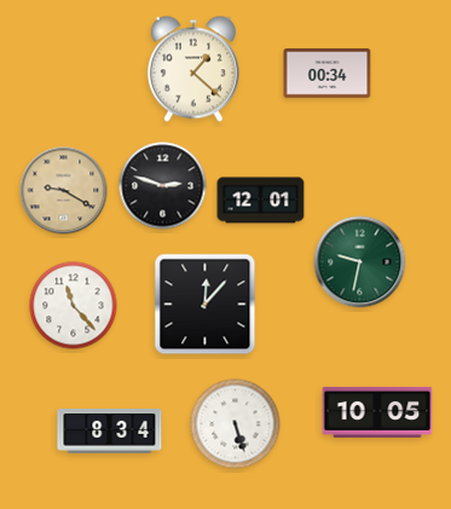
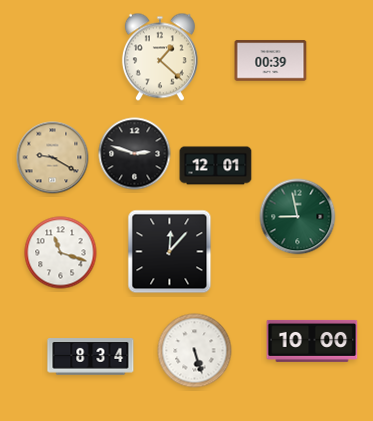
clock at (328, 74): 00:34 -> 00:39
clock at (360, 262): 9:32 -> 8:58
clock at (74, 306): 11:23 -> 11:18
clock at (377, 412): 10:05 -> 10:00
